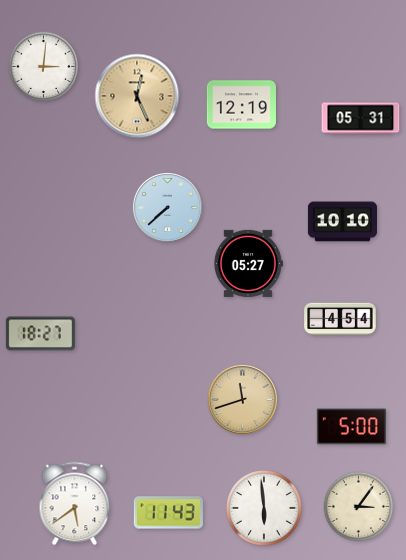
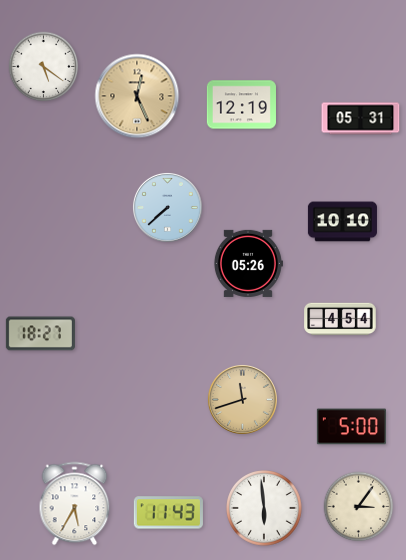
clock at (44, 67): 3:01 -> 5:21
clock at (248, 263): 05:27 -> 05:26
clock at (75, 504): 5:39 -> 5:35
